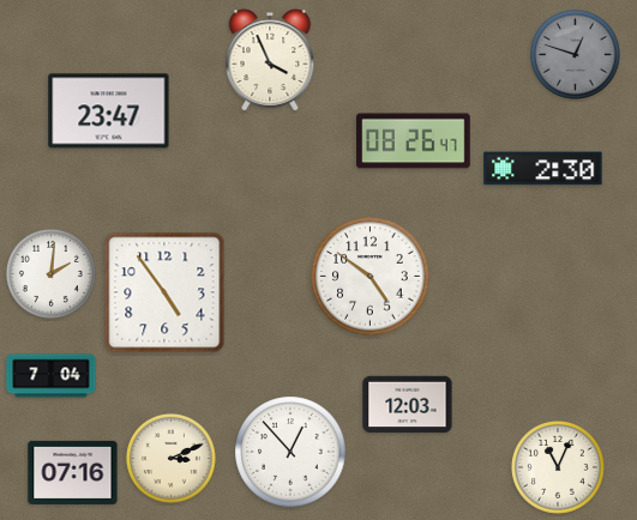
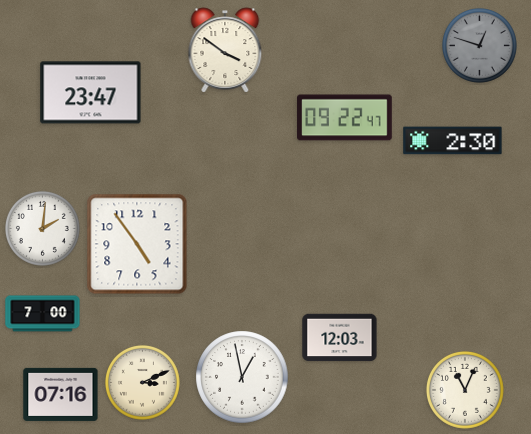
clock at (270, 60): 3:56 -> 3:51
clock at (414, 141): 08:26 -> 09:22
clock at (371, 277): 4:51 -> none
clock at (52, 376): 7:04 -> 7:00
clock at (290, 452): 12:53 -> 12:58
